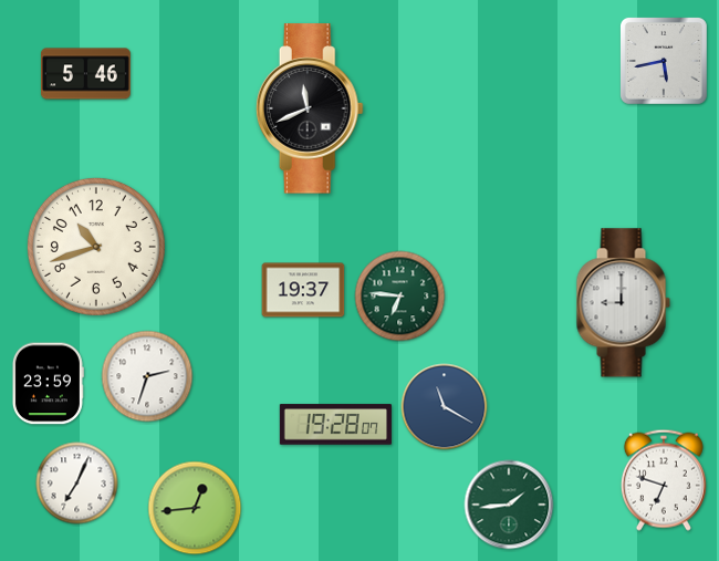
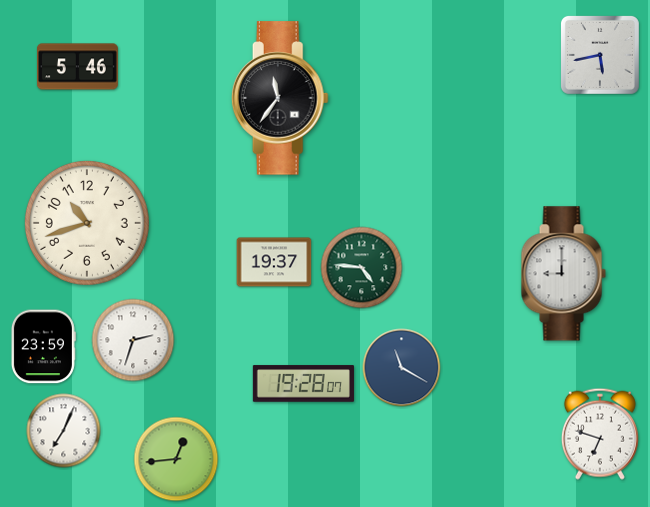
clock at (310, 108): 11:41 -> 11:36
clock at (400, 297): 6:46 -> 4:46
clock at (77, 484) position: (77, 484) -> (64, 431)
clock at (509, 505): 1:44 -> none
